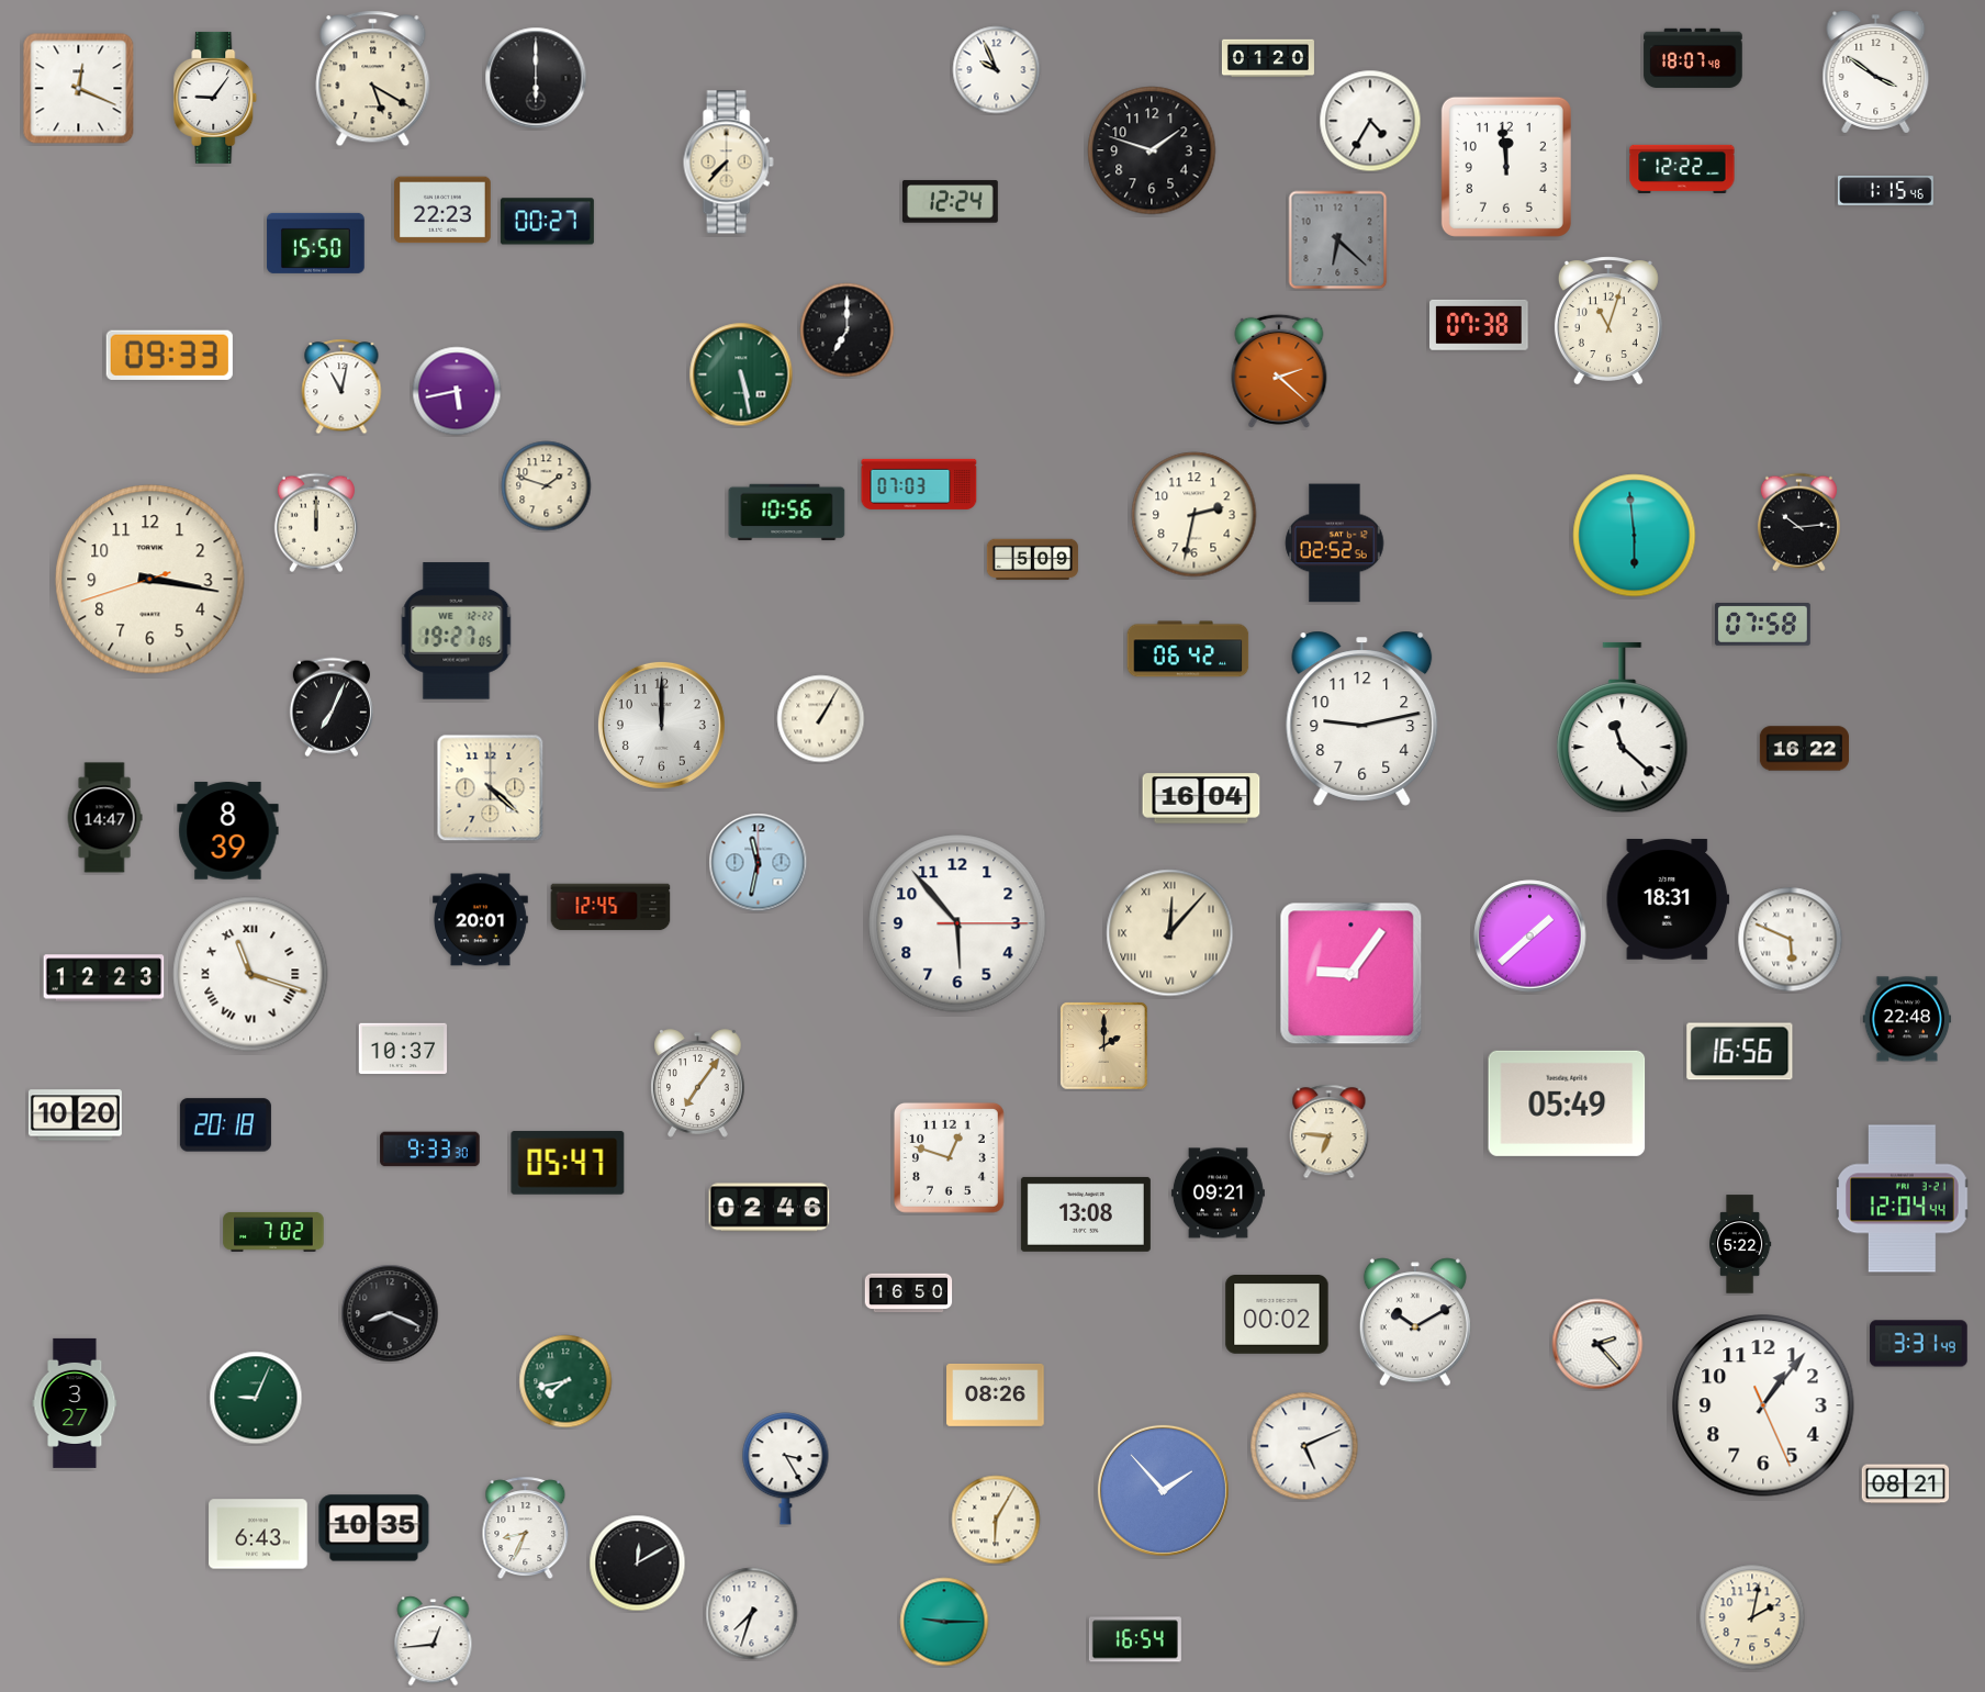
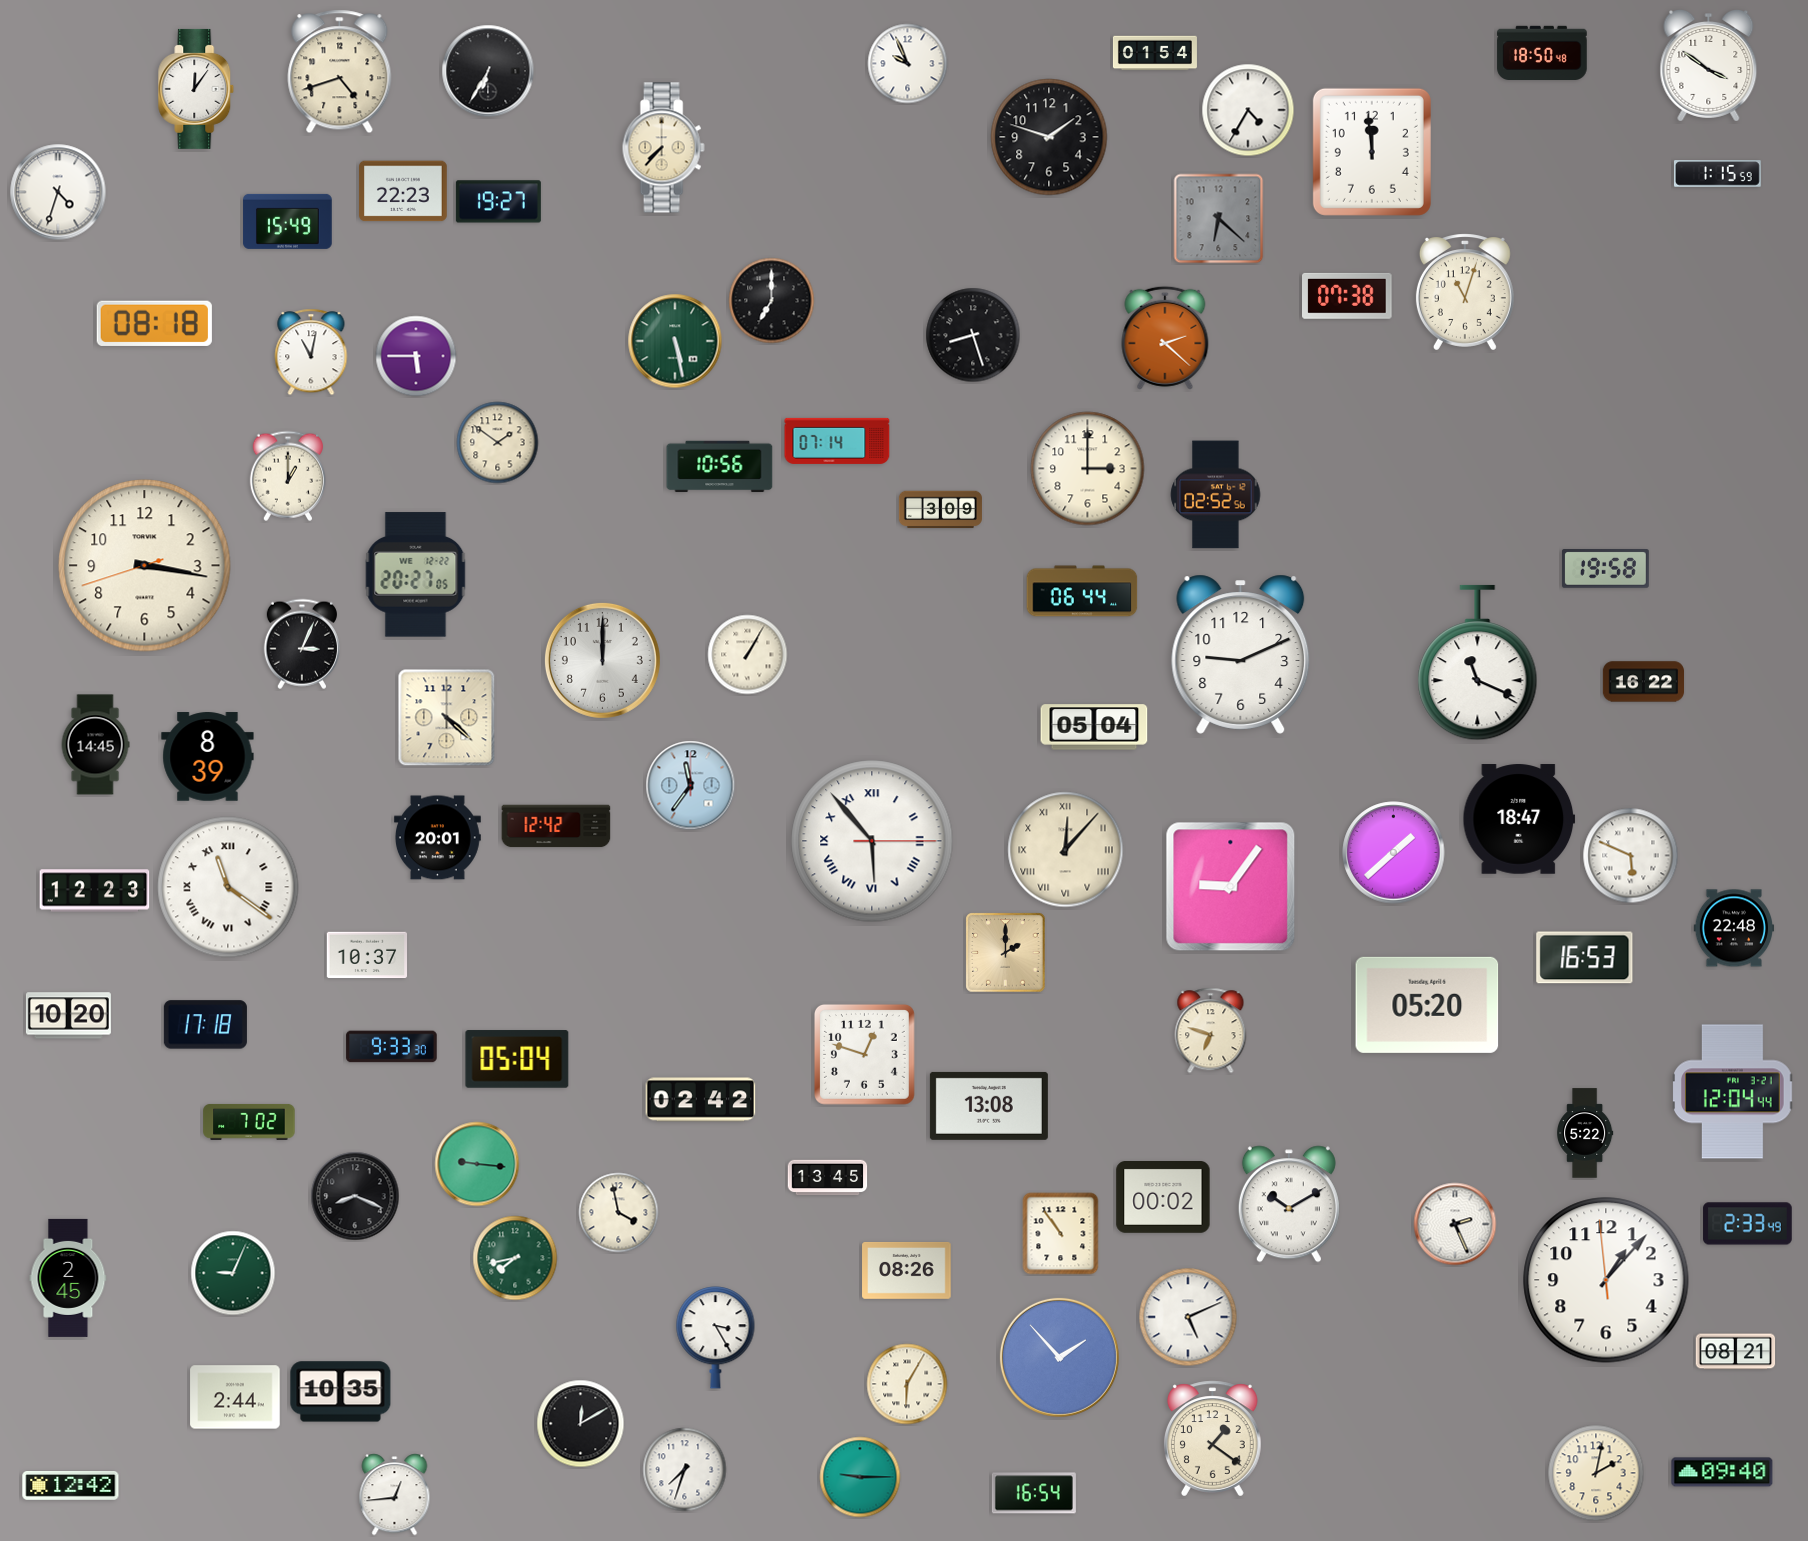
clock at (1268, 58): 01:20 -> 01:54
clock at (1693, 58): 18:07 -> 18:50
clock at (536, 78): 6:00 -> 6:35
clock at (373, 79): 5:20 -> 4:42
clock at (79, 89): 12:19 -> none
clock at (215, 98): 9:06 -> 12:06
clock at (1682, 169): 12:22 -> none
clock at (1885, 191): 1:15:46 -> 1:15:59
clock at (950, 202): 12:24 -> none
clock at (58, 192): none -> 4:33
clock at (547, 222): 00:27 -> 19:27
clock at (316, 243): 15:50 -> 15:49
clock at (169, 355): 09:33 -> 08:18
clock at (973, 335): none -> 8:27
clock at (457, 391): 5:43 -> 5:45
clock at (919, 484): 07:03 -> 07:14
clock at (547, 486): 1:48 -> 1:51
clock at (787, 513) position: (787, 513) -> (720, 467)
clock at (1195, 515): 2:32 -> 3:00
clock at (316, 523): 12:00 -> 1:00
clock at (1798, 523): 10:14 -> none
clock at (1635, 536): 5:59 -> none
clock at (1032, 560): 5:09 -> 3:09
clock at (150, 580) position: (150, 580) -> (145, 566)
clock at (1762, 625): 07:58 -> 19:58
clock at (457, 631): 19:27 -> 20:27
clock at (1188, 649): 06:42 -> 06:44
clock at (332, 707): 7:04 -> 3:04
clock at (1362, 718): 9:13 -> 9:11
clock at (1623, 728): 11:22 -> 11:19
clock at (1201, 798): 16:04 -> 05:04
clock at (104, 818): 14:47 -> 14:45
clock at (759, 863): 11:32 -> 11:36
clock at (1668, 899): 18:31 -> 18:47
clock at (610, 907): 12:45 -> 12:42
clock at (957, 923) numerals: Arabic -> Roman
clock at (250, 974): 11:18 -> 11:21
clock at (1907, 1019) position: (1907, 1019) -> (1734, 928)
clock at (1740, 1052): 16:56 -> 16:53
clock at (698, 1084): 7:06 -> none
clock at (1567, 1103): 05:49 -> 05:20
clock at (225, 1125): 20:18 -> 17:18
clock at (1330, 1132): 6:46 -> 6:48
clock at (568, 1163): 05:47 -> 05:04
clock at (1218, 1194): 09:21 -> none
clock at (770, 1208): 02:46 -> 02:42
clock at (477, 1164): none -> 9:16
clock at (909, 1293): 16:50 -> 13:45
clock at (619, 1213): none -> 3:58
clock at (1597, 1344): 2:23 -> 2:26
clock at (1919, 1344): 3:31 -> 2:33
clock at (1061, 1234): none -> 10:54
clock at (75, 1403): 3:27 -> 2:45
clock at (1763, 1405): 1:06:26 -> 1:06:59
clock at (526, 1527): 8:34 -> none
clock at (258, 1534): 6:43 -> 2:44
clock at (1212, 1439): none -> 1:21
clock at (1722, 1472): none -> 09:40
clock at (71, 1486): none -> 12:42
